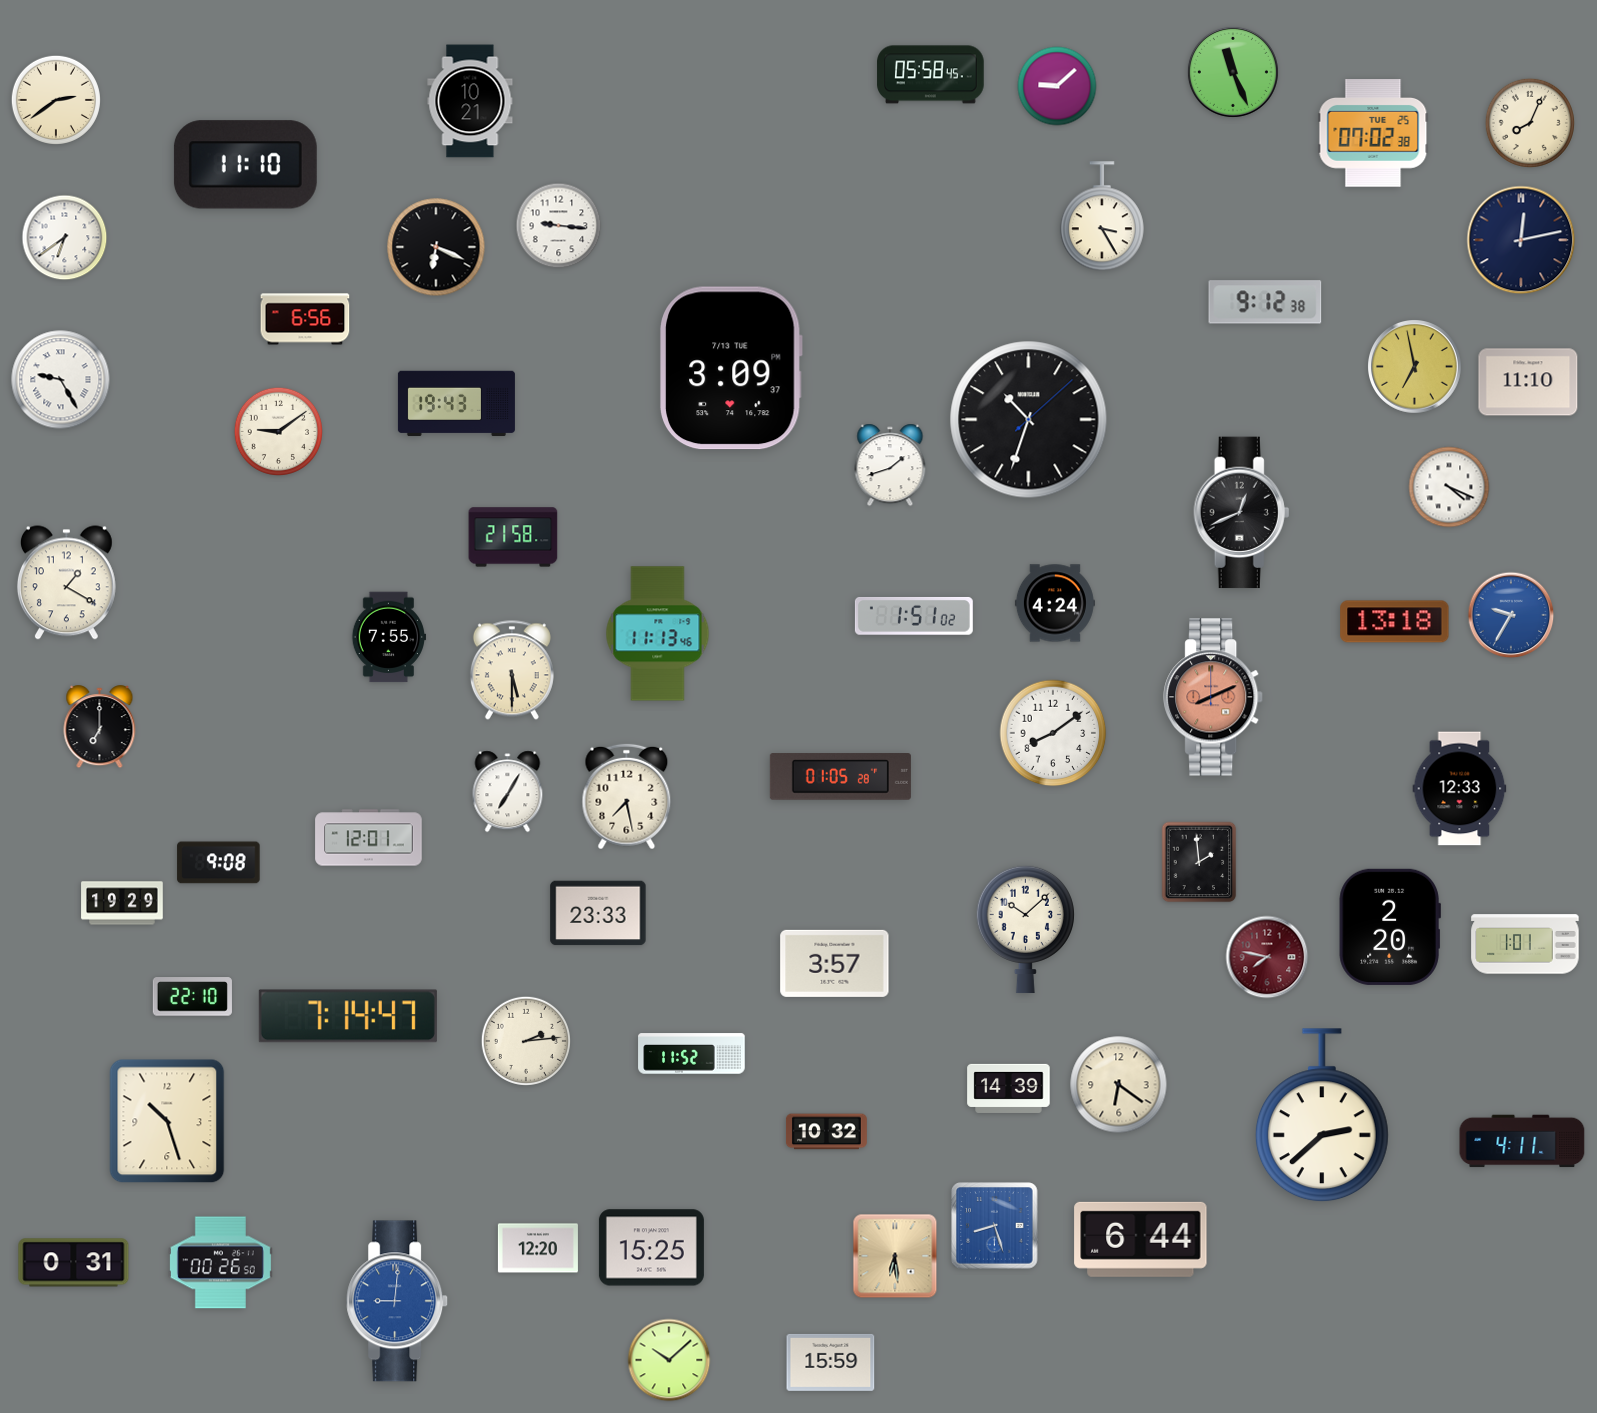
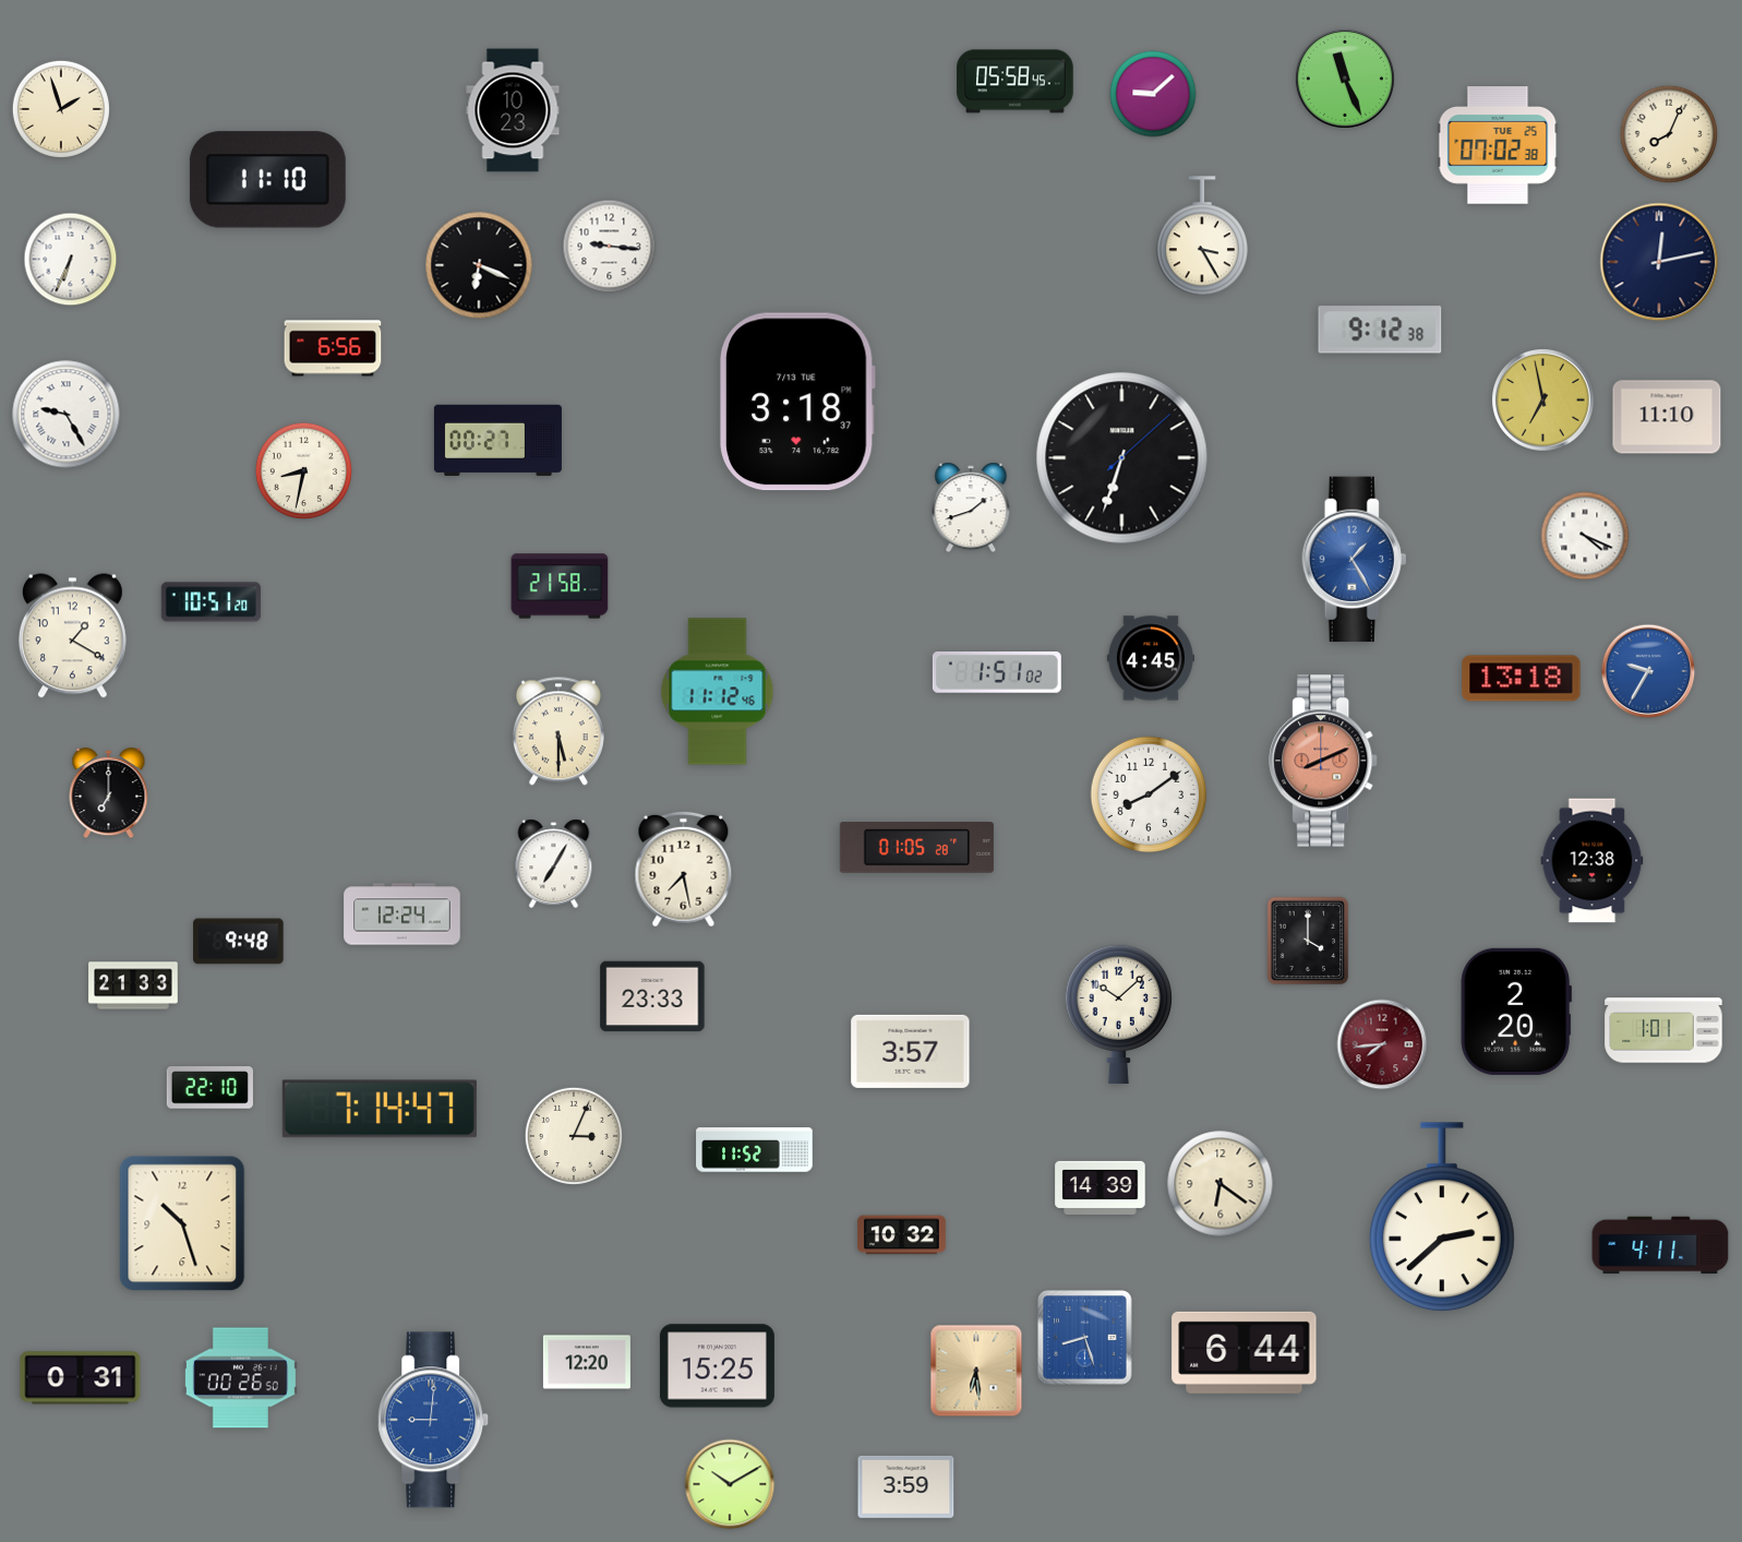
clock at (56, 100): 2:39 -> 1:57
clock at (470, 101): 10:21 -> 10:23
clock at (65, 238): 6:39 -> 6:34
clock at (436, 247) position: (436, 247) -> (479, 265)
clock at (731, 368): 3:09 -> 3:18
clock at (456, 404): 19:43 -> 00:27
clock at (1029, 420): 10:33 -> 6:33
clock at (278, 431): 9:09 -> 8:32
clock at (1449, 487) position: (1449, 487) -> (1585, 536)
clock at (1242, 513): 12:41 -> 1:25
clock at (1242, 513) dial: black -> blue
clock at (211, 602): none -> 10:51
clock at (1055, 603): 4:24 -> 4:45
clock at (658, 634): 11:13 -> 11:12
clock at (388, 637): 7:55 -> none
clock at (1053, 733) position: (1053, 733) -> (1149, 794)
clock at (1460, 789): 12:33 -> 12:38
clock at (369, 838): 12:01 -> 12:24
clock at (1199, 862): 1:59 -> 4:00
clock at (219, 863): 9:08 -> 9:48
clock at (122, 903): 19:29 -> 21:33
clock at (1267, 957): 7:47 -> 7:44
clock at (526, 1041): 2:14 -> 3:04
clock at (651, 1248) position: (651, 1248) -> (717, 1366)
clock at (669, 1360): 10:08 -> 10:10
clock at (831, 1362): 15:59 -> 3:59
